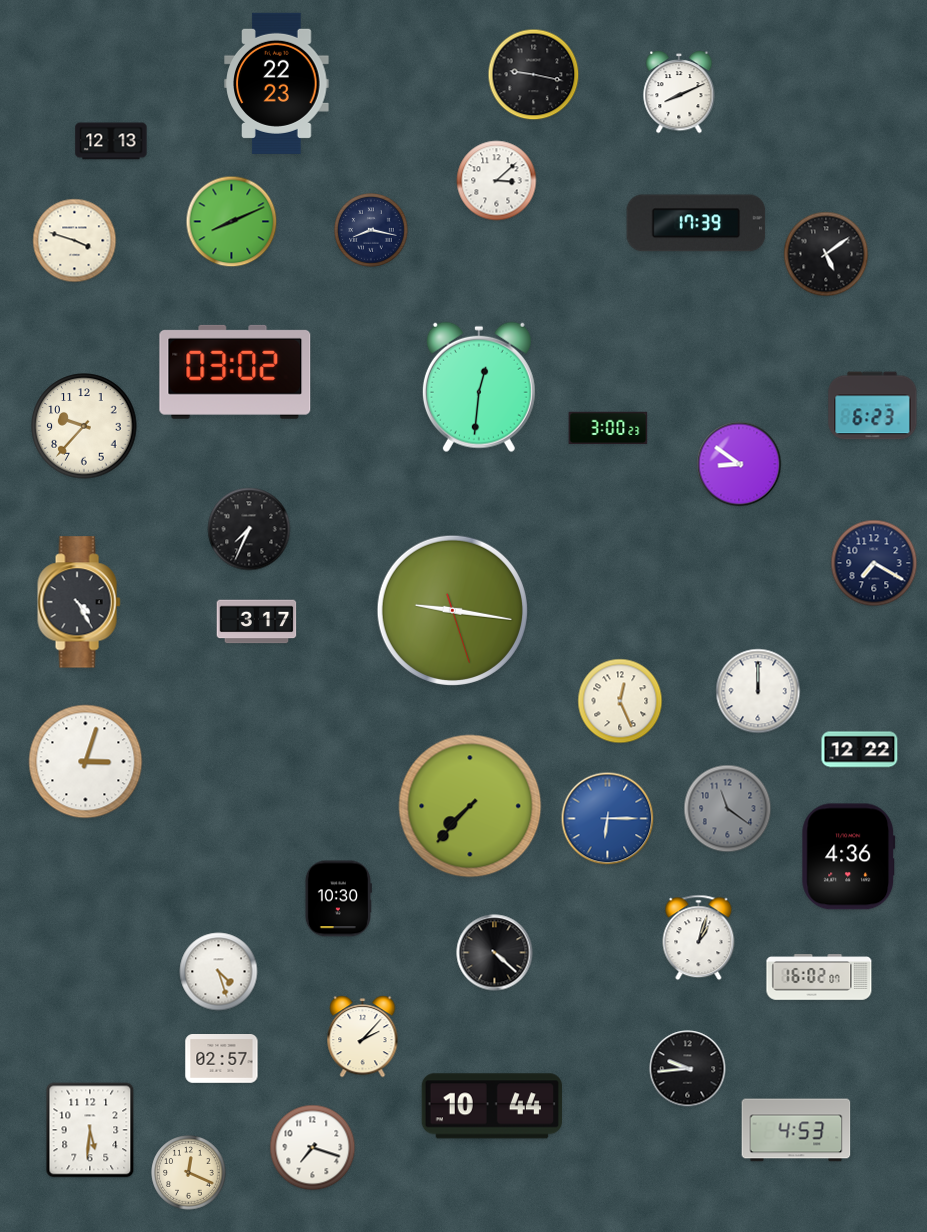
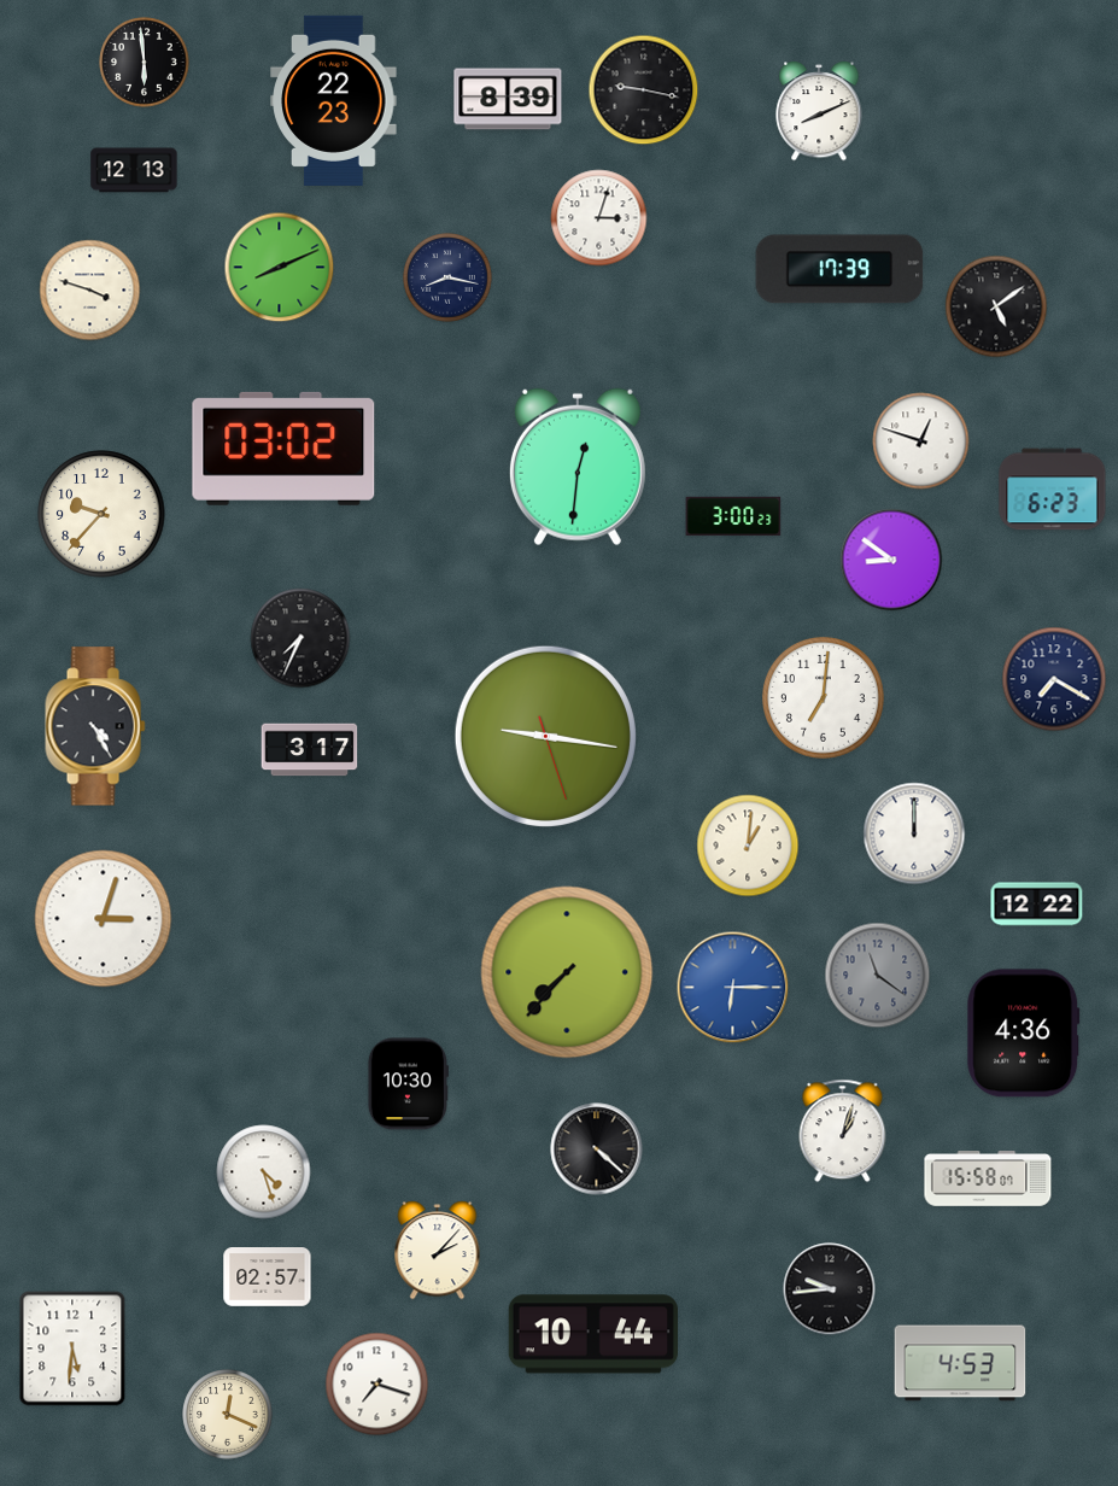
clock at (145, 63): none -> 5:59
clock at (508, 99): none -> 8:39
clock at (497, 181): 3:08 -> 3:03
clock at (921, 441): none -> 12:48
clock at (823, 697): none -> 7:01
clock at (620, 701): 12:26 -> 1:01
clock at (819, 977): 16:02 -> 15:58
clock at (90, 1130) position: (90, 1130) -> (72, 1348)
